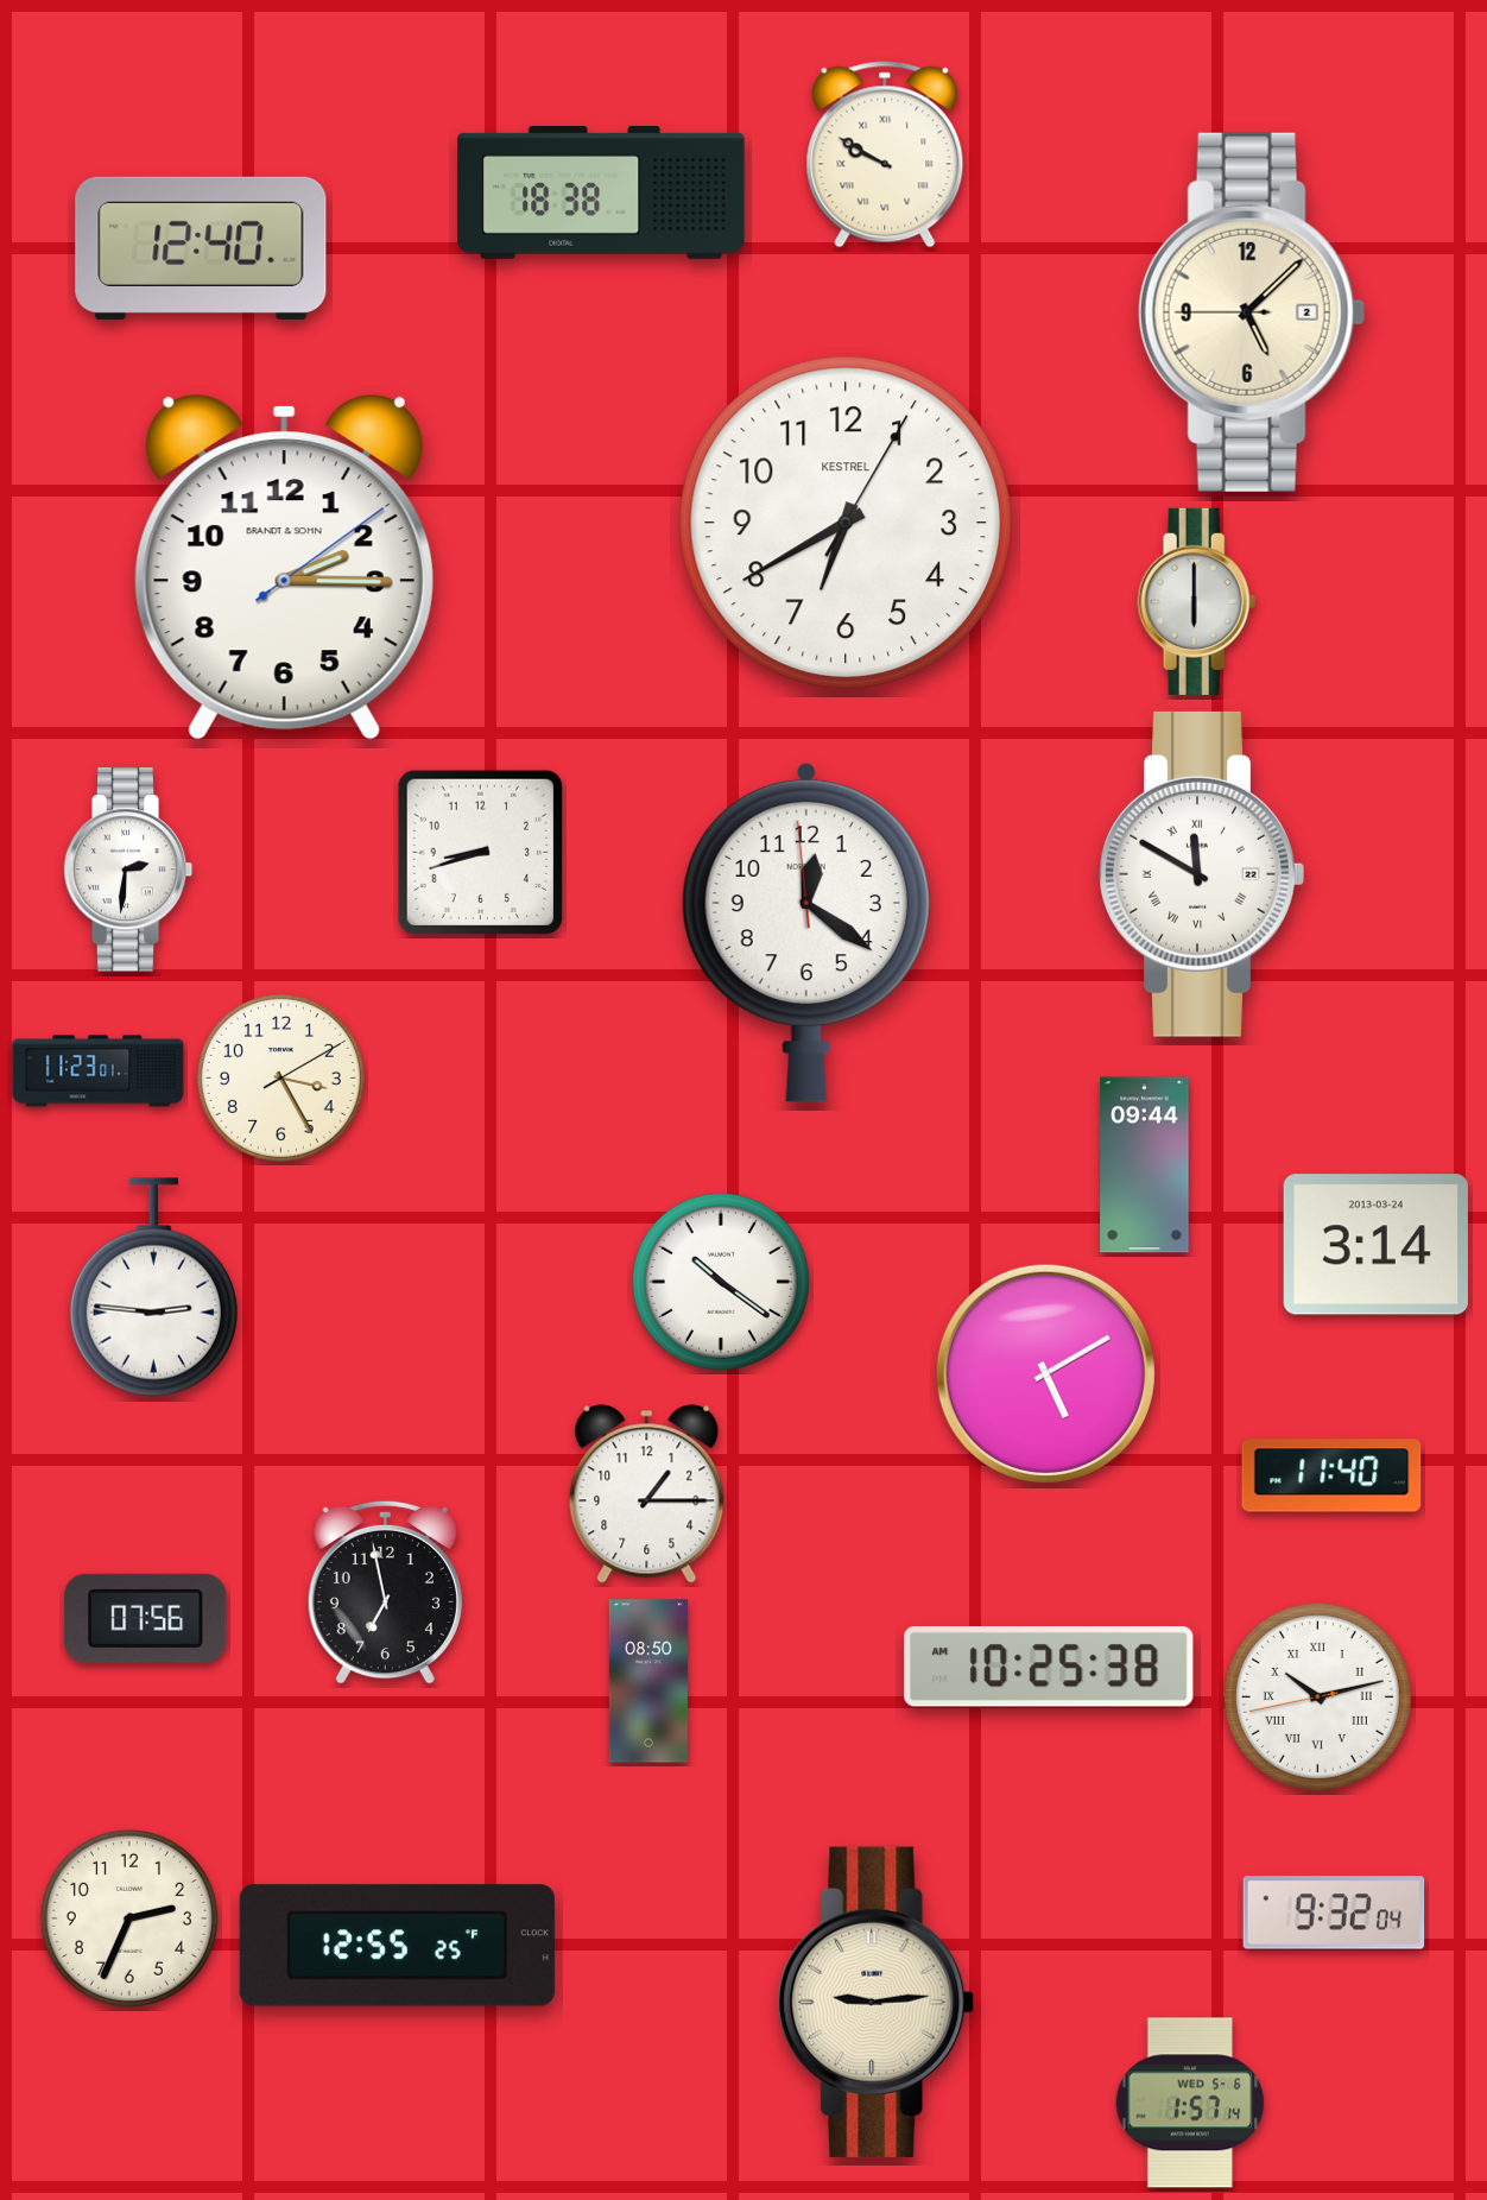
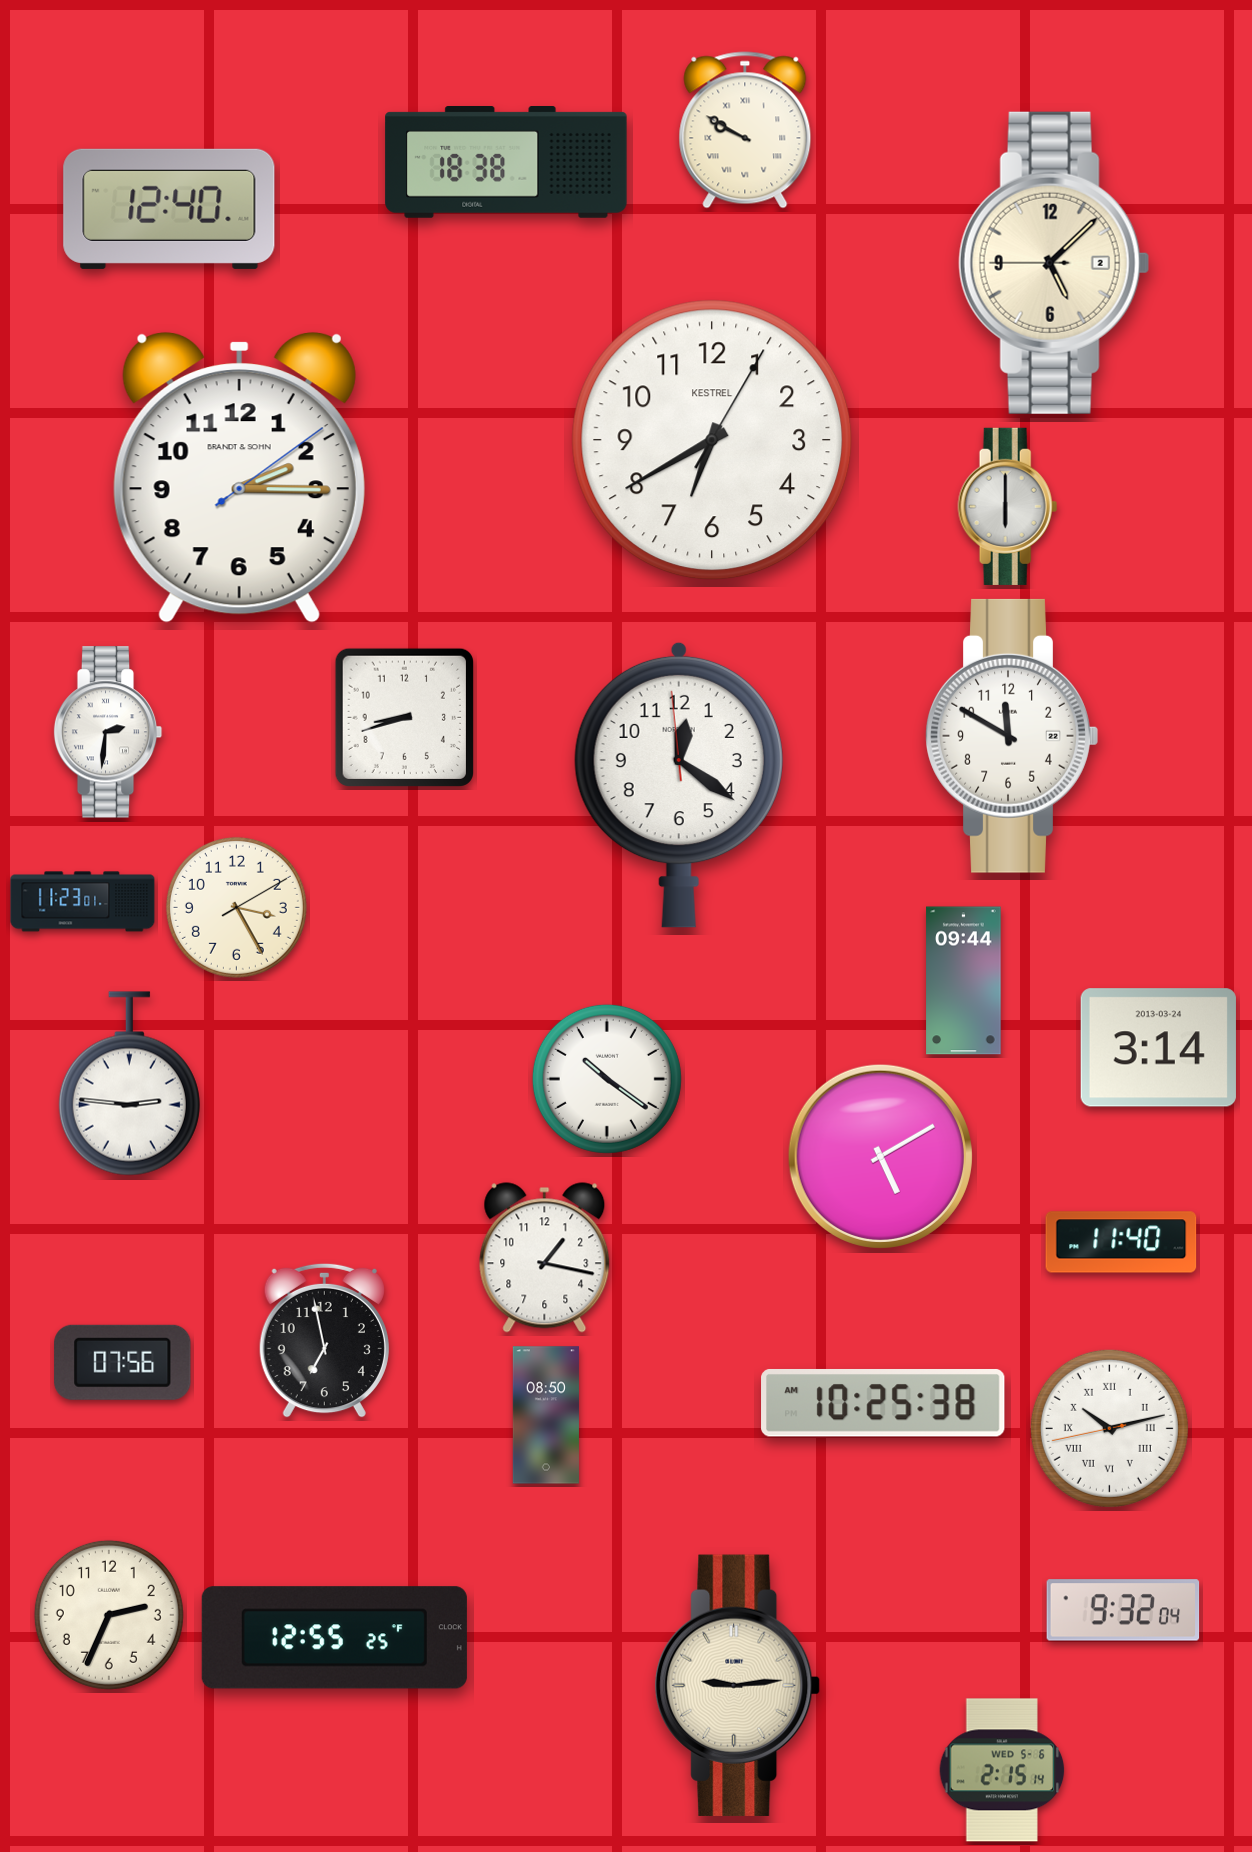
clock at (1202, 874) numerals: Roman -> Arabic
clock at (647, 1494): 1:15 -> 1:17
clock at (1190, 2103): 1:57 -> 2:15
